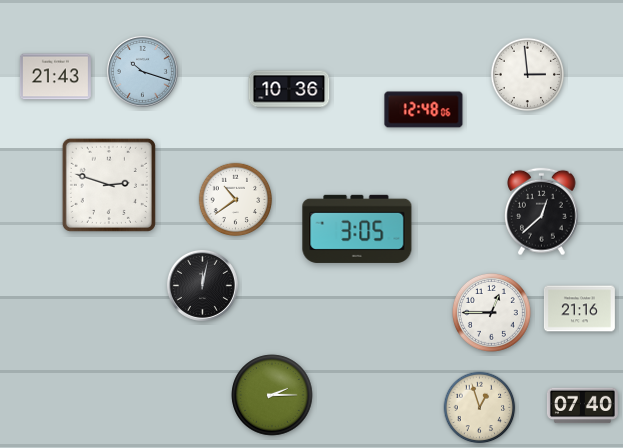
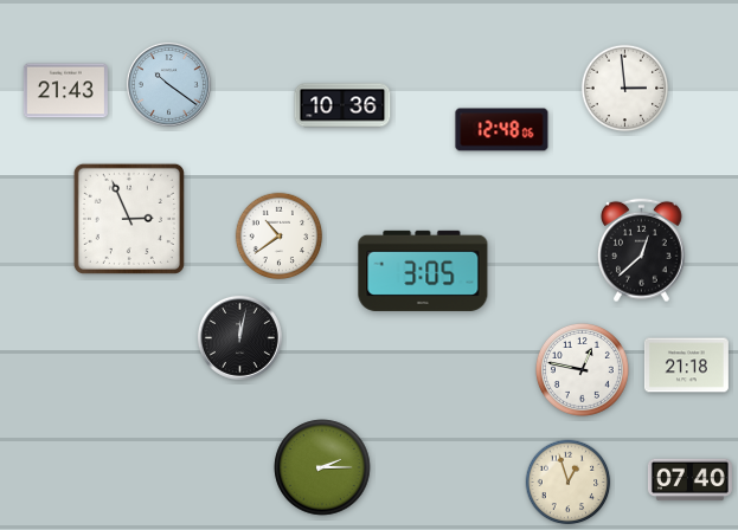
clock at (142, 71): 10:18 -> 10:21
clock at (109, 185): 2:48 -> 2:56
clock at (579, 309): 21:16 -> 21:18
clock at (491, 312): 12:45 -> 12:47
